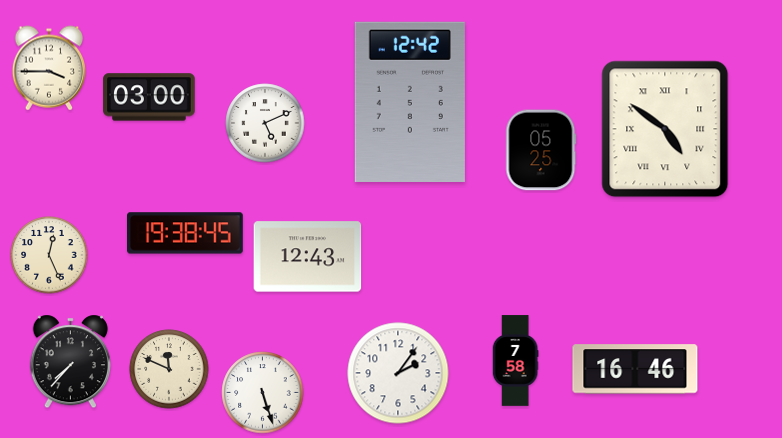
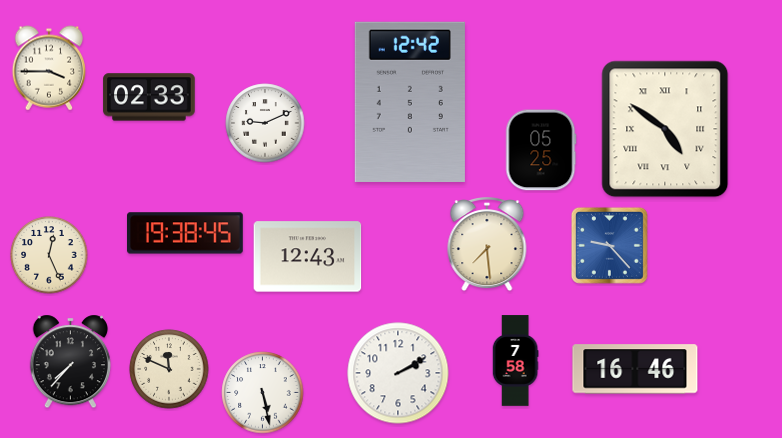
clock at (149, 97): 03:00 -> 02:33
clock at (265, 123): 5:11 -> 9:11
clock at (487, 245): none -> 7:29
clock at (609, 245): none -> 9:23
clock at (398, 373): 2:06 -> 2:10
clock at (263, 393): 5:27 -> 5:28
